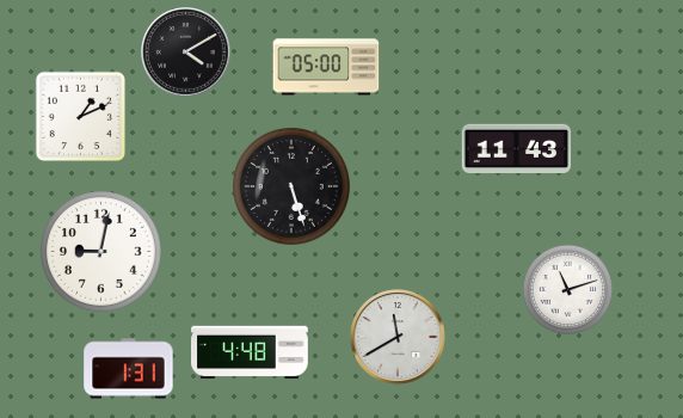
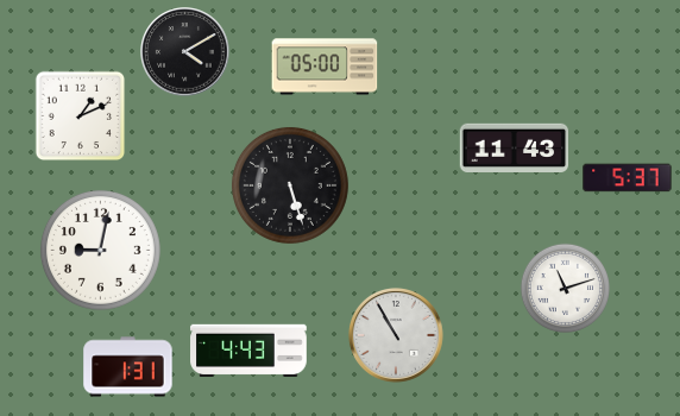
clock at (628, 178): none -> 5:37
clock at (398, 337): 11:40 -> 10:55
clock at (250, 351): 4:48 -> 4:43
